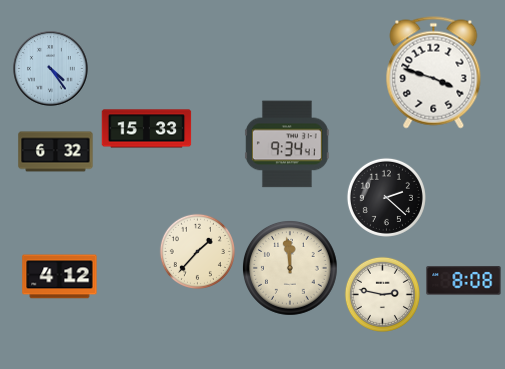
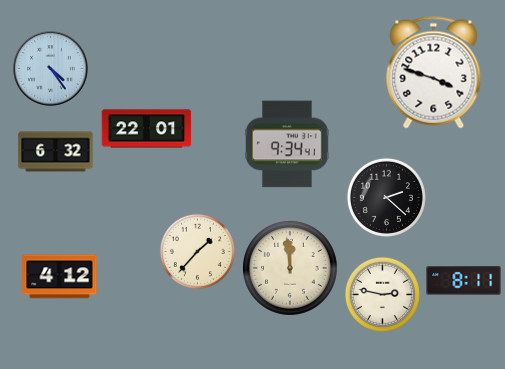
clock at (147, 129): 15:33 -> 22:01
clock at (464, 281): 8:08 -> 8:11
